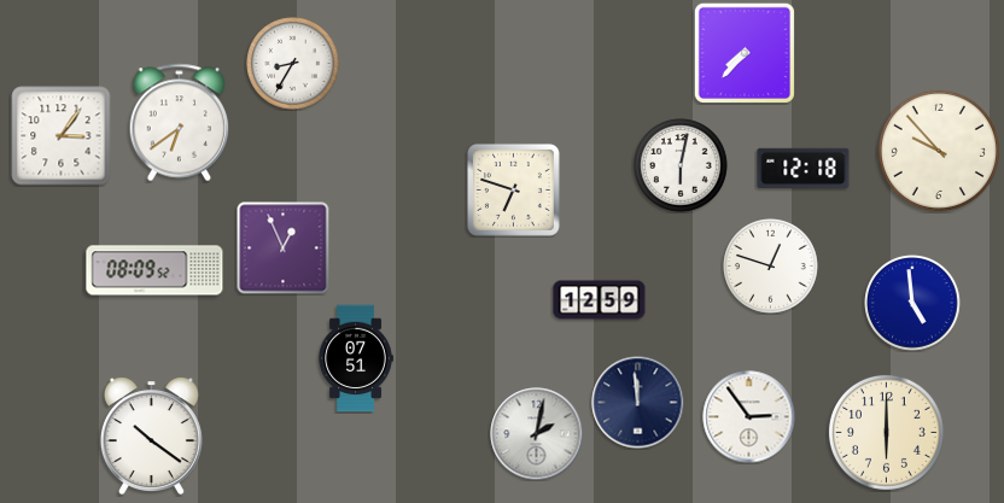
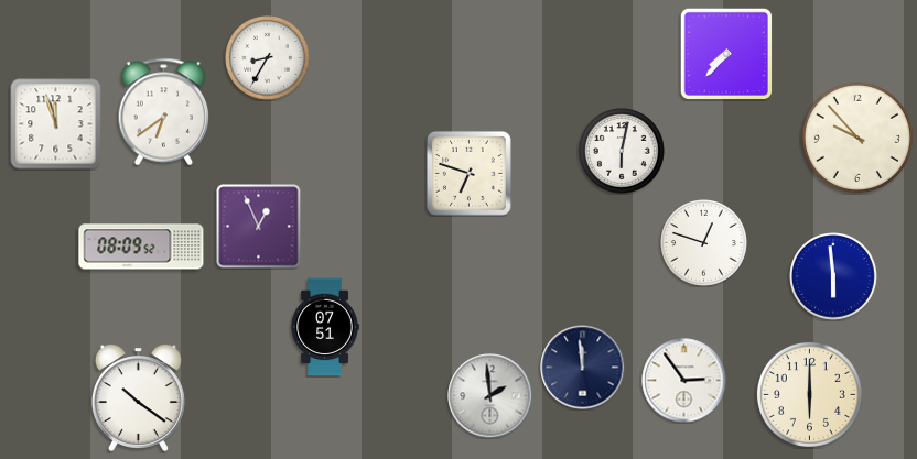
clock at (745, 53) position: (745, 53) -> (726, 54)
clock at (62, 136): 3:06 -> 11:57
clock at (804, 168): 12:18 -> none
clock at (600, 300): 12:59 -> none
clock at (912, 303): 4:59 -> 5:59
clock at (537, 434): 2:02 -> 1:59
